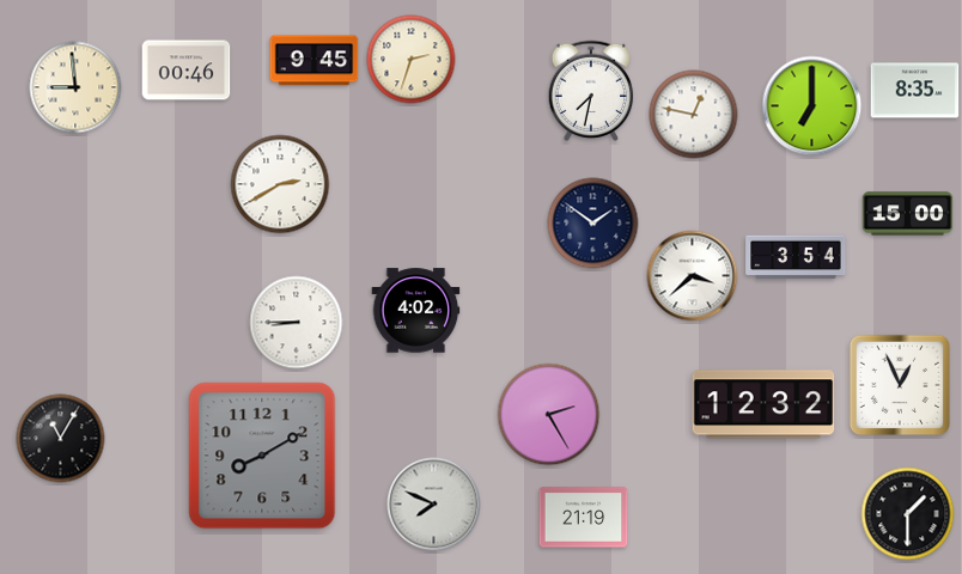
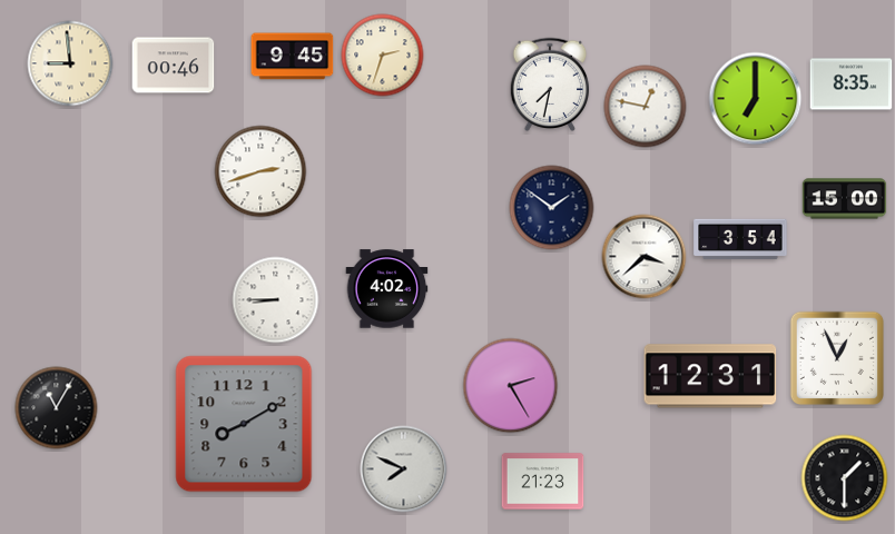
clock at (75, 87) position: (75, 87) -> (70, 63)
clock at (280, 184): 2:40 -> 2:42
clock at (763, 404): 12:32 -> 12:31
clock at (584, 518): 21:19 -> 21:23
